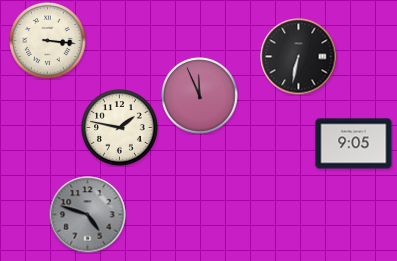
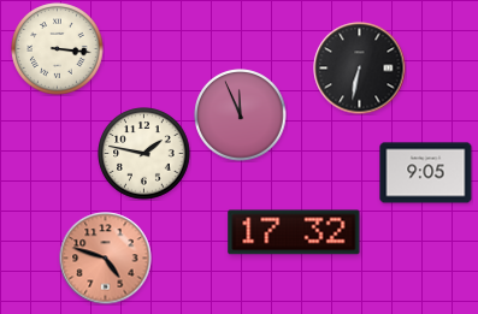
clock at (294, 232): none -> 17:32
clock at (88, 215) dial: grey -> salmon
